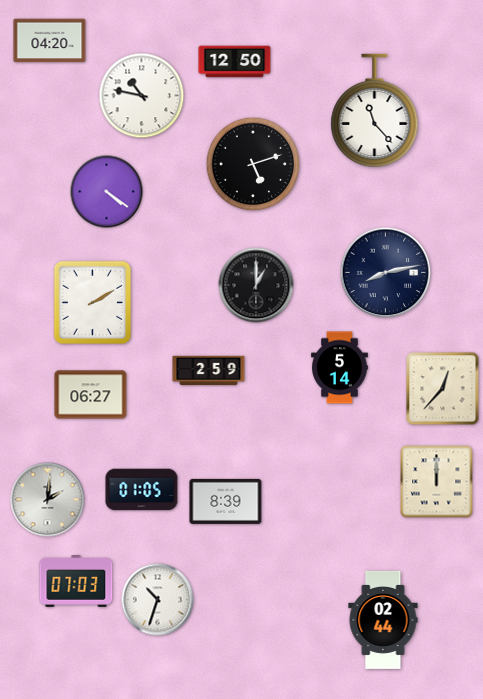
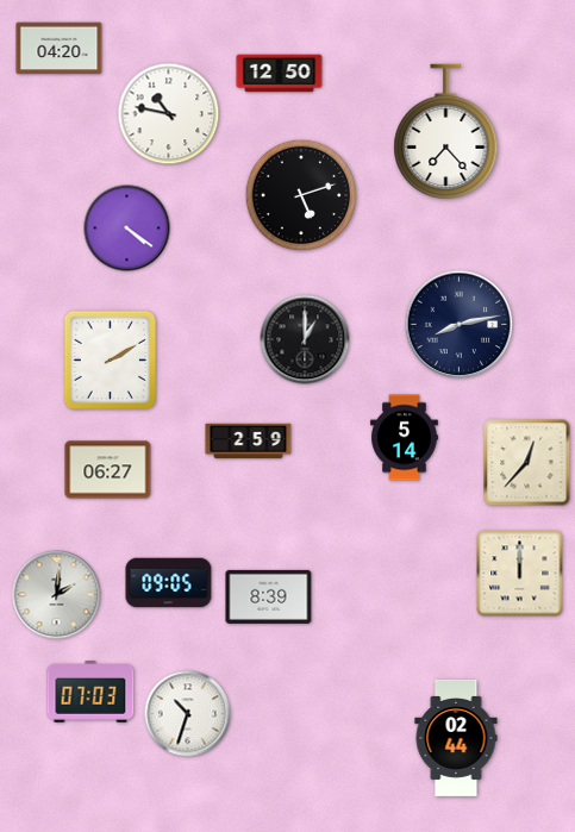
clock at (375, 111): 11:23 -> 7:23
clock at (142, 490): 01:05 -> 09:05
